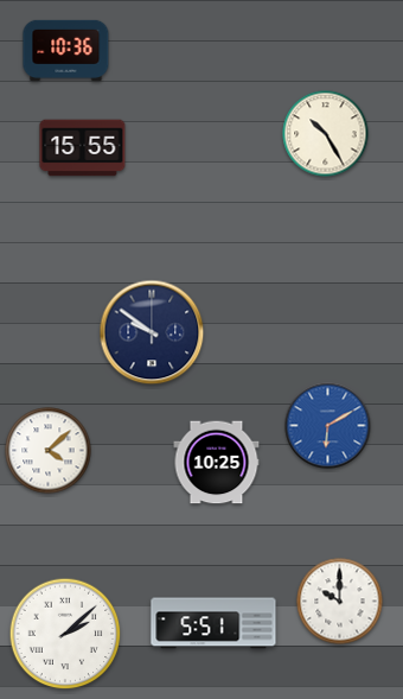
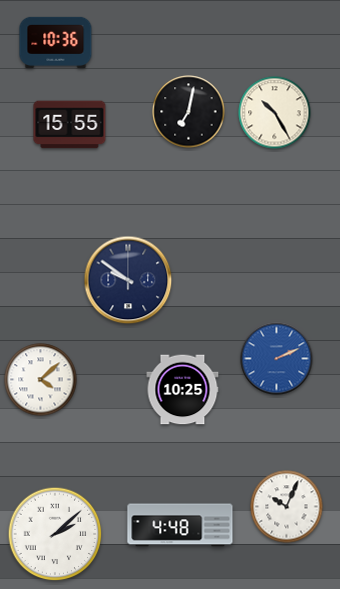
clock at (189, 112): none -> 7:02
clock at (328, 426): 6:10 -> 2:11
clock at (340, 602): 10:00 -> 10:04
clock at (213, 623): 5:51 -> 4:48
